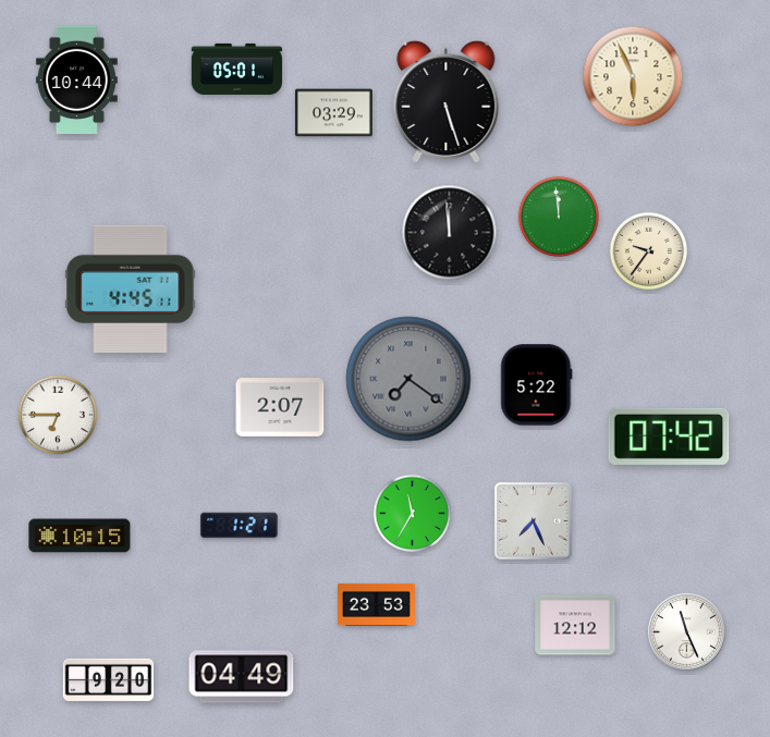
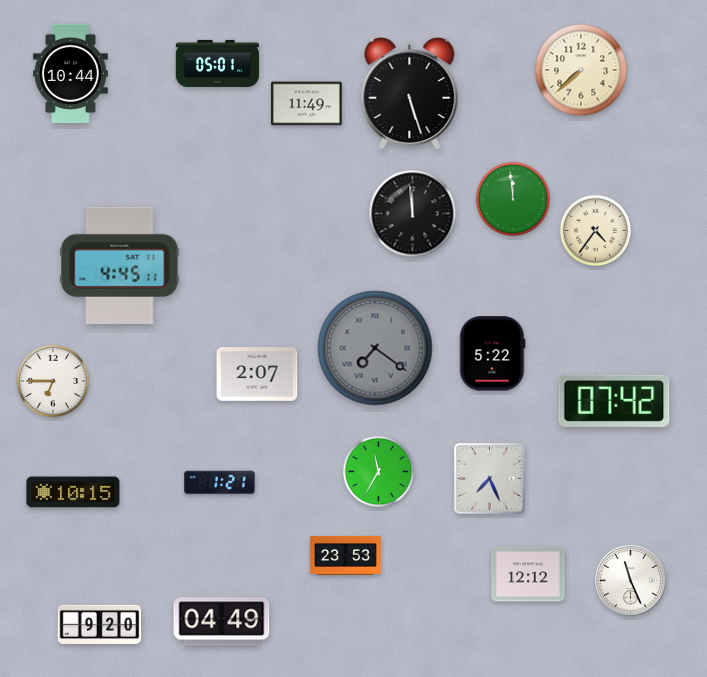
clock at (633, 76): 5:56 -> 7:38
clock at (334, 113): 03:29 -> 11:49
clock at (649, 251): 9:36 -> 4:36
